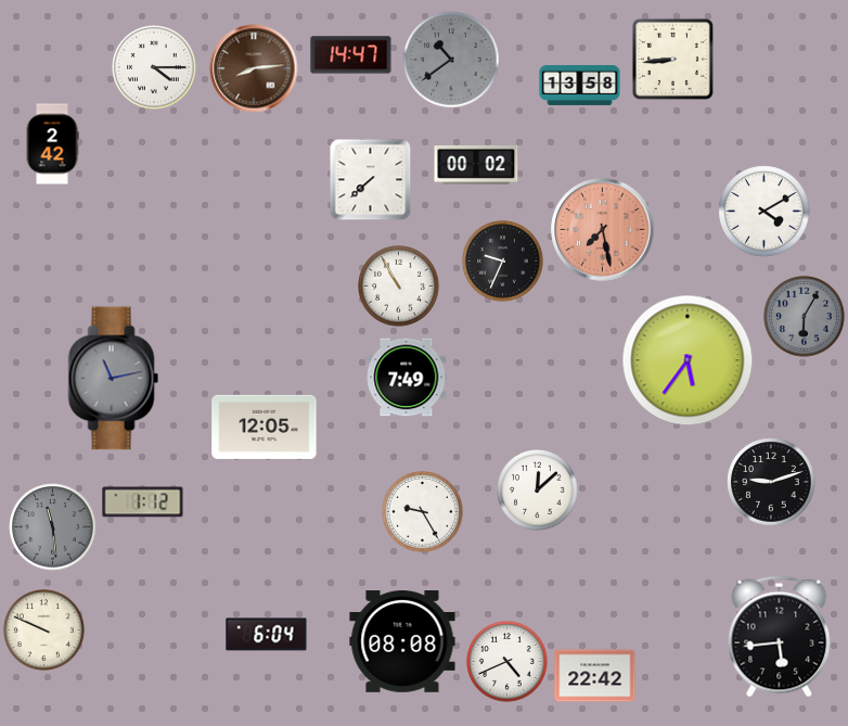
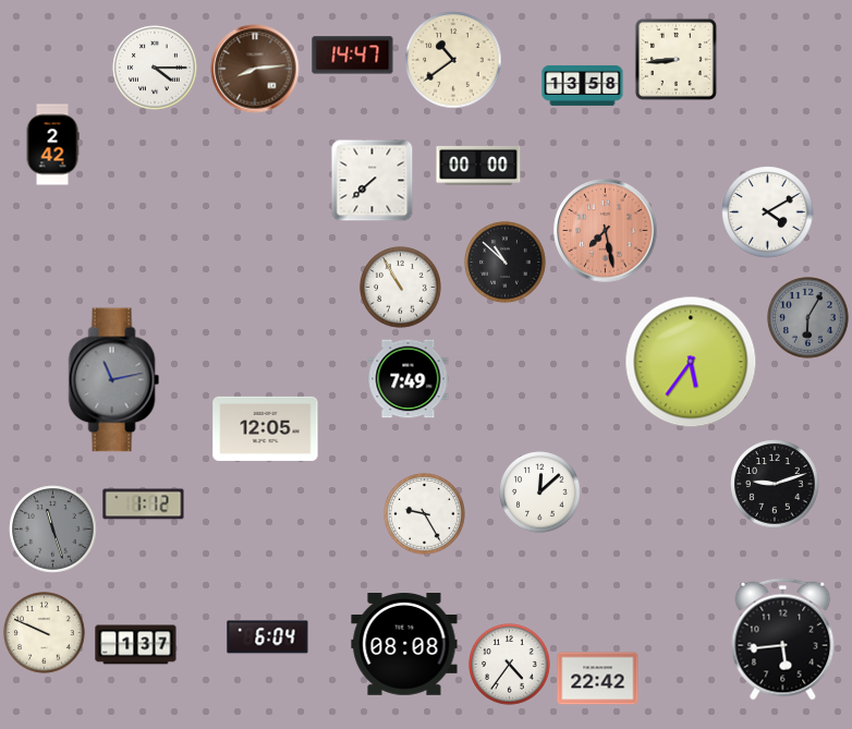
clock at (451, 60) dial: grey -> cream
clock at (476, 165): 00:02 -> 00:00
clock at (503, 262): 9:34 -> 10:52
clock at (53, 527): 11:29 -> 11:27
clock at (136, 645): none -> 1:37
clock at (507, 662): 4:41 -> 4:36
